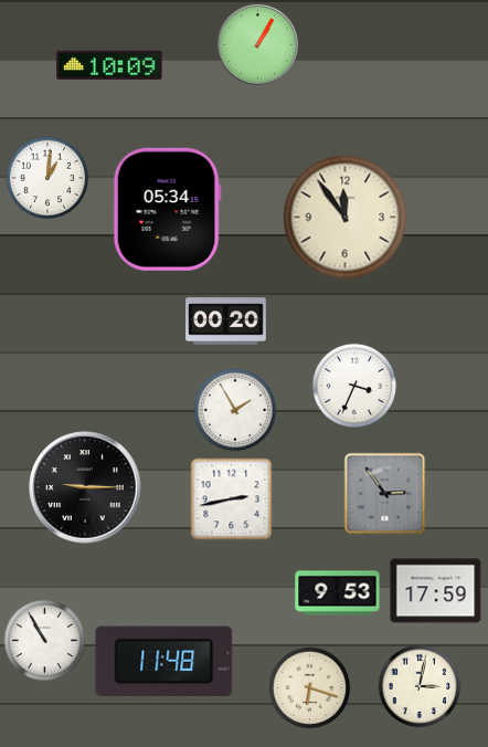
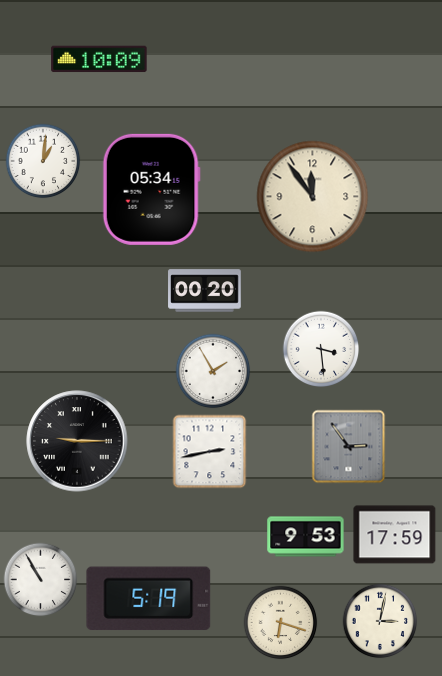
clock at (257, 44): 1:05 -> none
clock at (354, 386): 3:34 -> 3:29
clock at (165, 662): 11:48 -> 5:19
